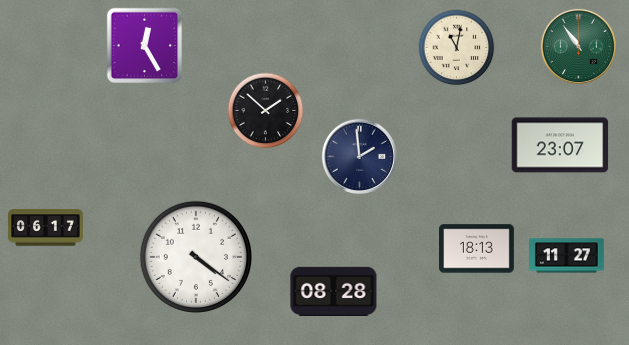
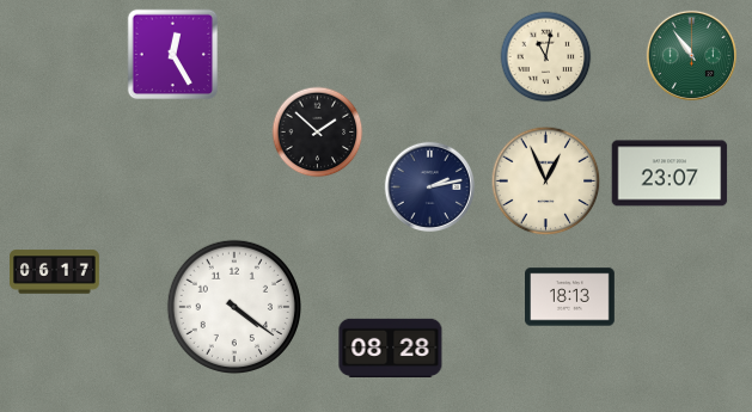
clock at (546, 182): none -> 12:56
clock at (359, 156): 1:59 -> 2:13
clock at (567, 256): 11:27 -> none
clock at (334, 291) position: (334, 291) -> (391, 348)
